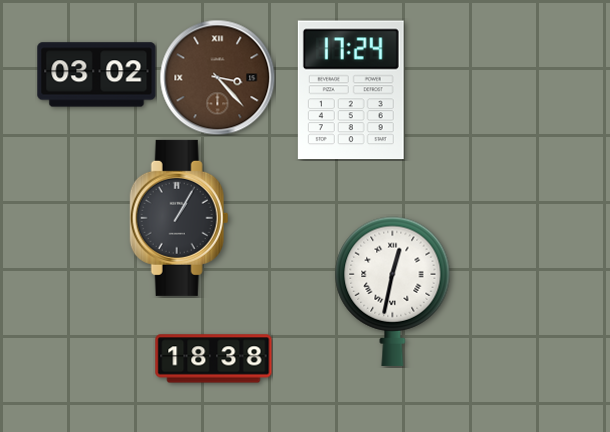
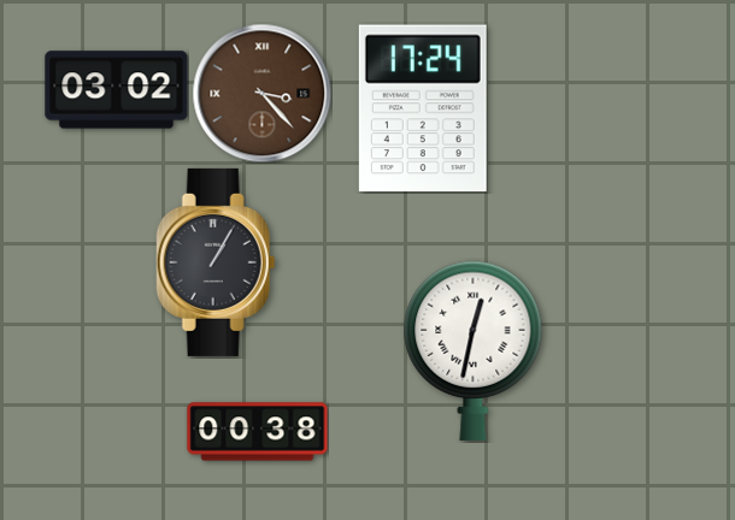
clock at (214, 359): 18:38 -> 00:38
